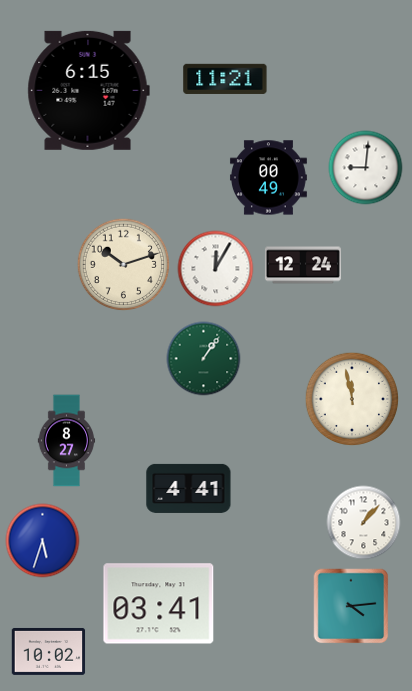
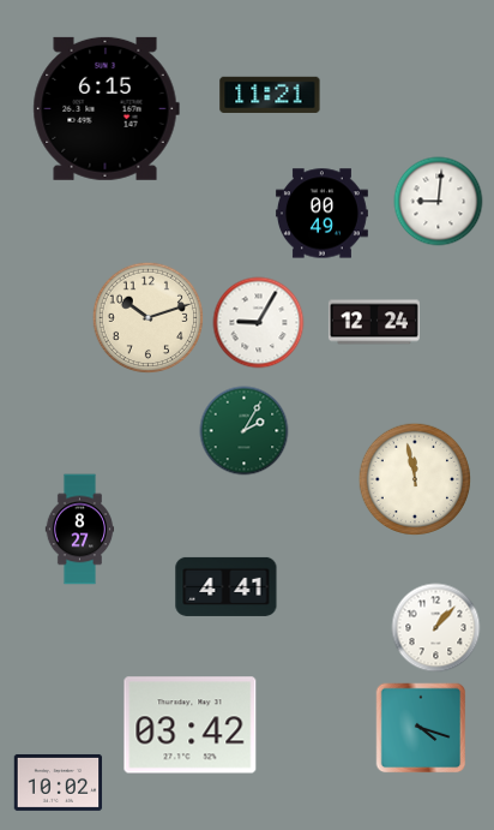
clock at (303, 265) position: (303, 265) -> (374, 322)
clock at (216, 269): 12:05 -> 9:05
clock at (204, 359): 1:06 -> 2:05
clock at (352, 399) position: (352, 399) -> (415, 479)
clock at (43, 541): 5:33 -> none
clock at (159, 604): 03:41 -> 03:42
clock at (351, 606): 4:14 -> 4:18
